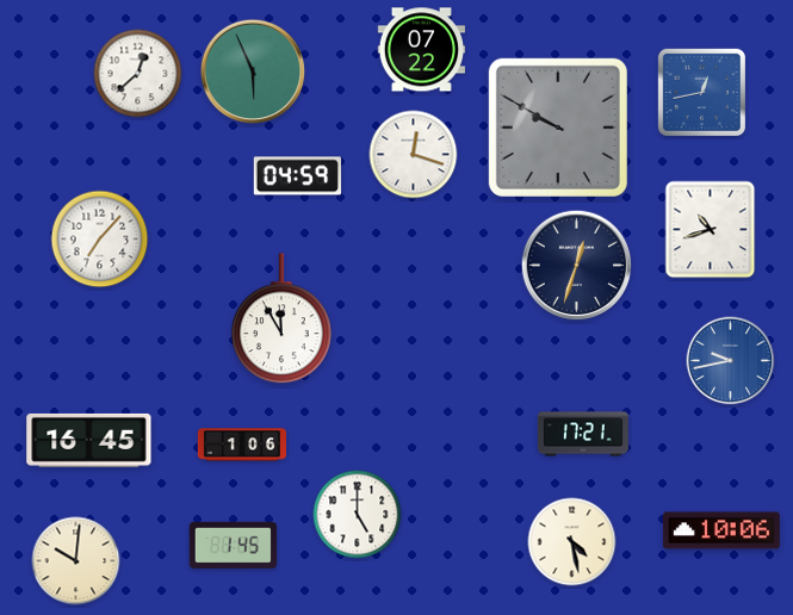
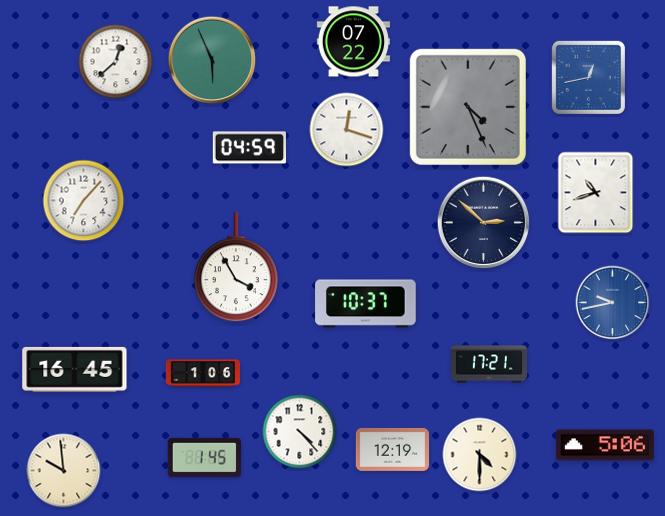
clock at (558, 128): 9:50 -> 4:26
clock at (577, 266): 12:33 -> 2:52
clock at (283, 319): 11:55 -> 3:55
clock at (366, 304): none -> 10:37
clock at (358, 515): 5:00 -> 4:23
clock at (721, 530): 10:06 -> 5:06
clock at (393, 449): none -> 12:19
clock at (572, 542): 4:28 -> 4:30
clock at (233, 545) position: (233, 545) -> (204, 457)
clock at (76, 561): 10:01 -> 9:59
